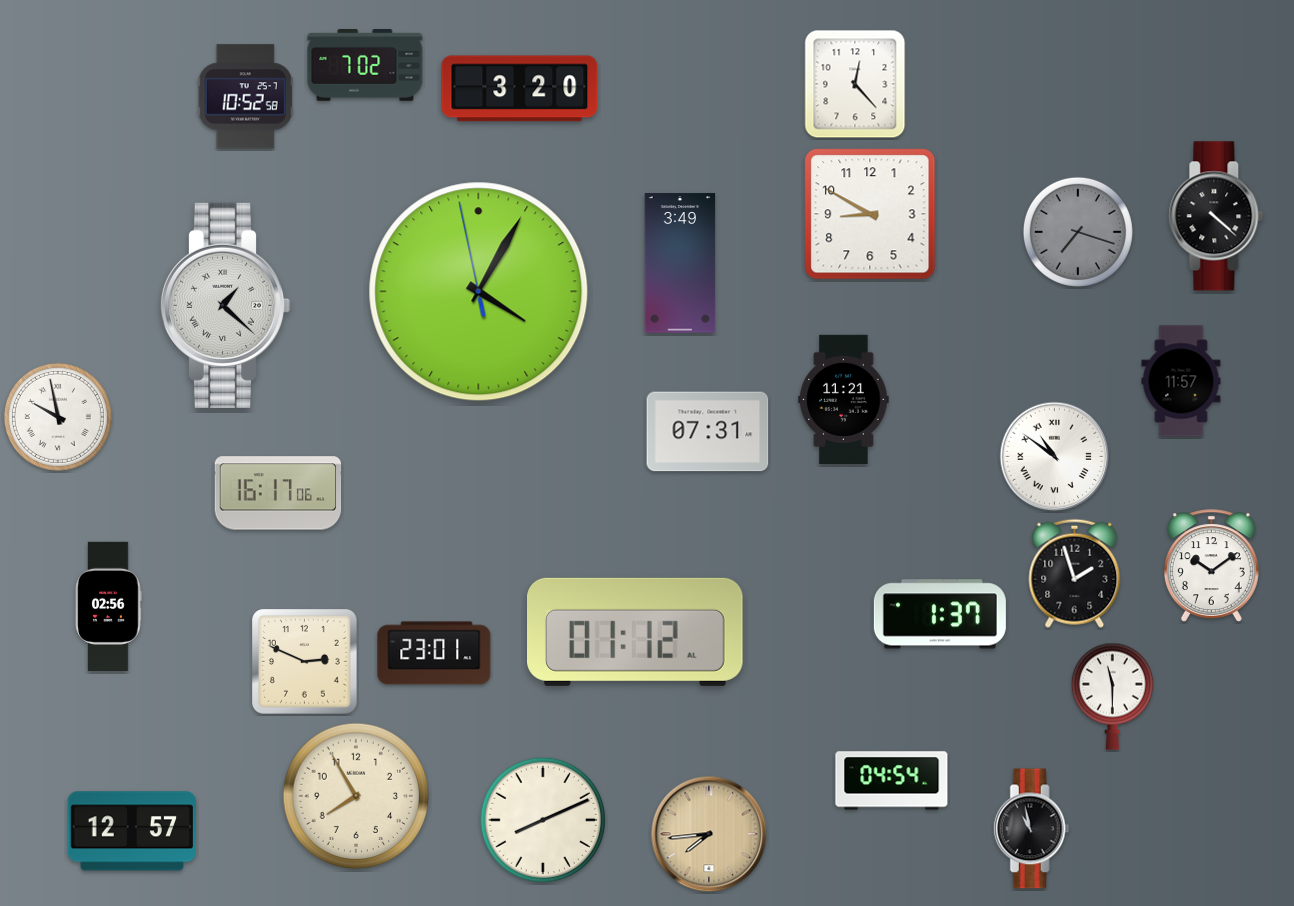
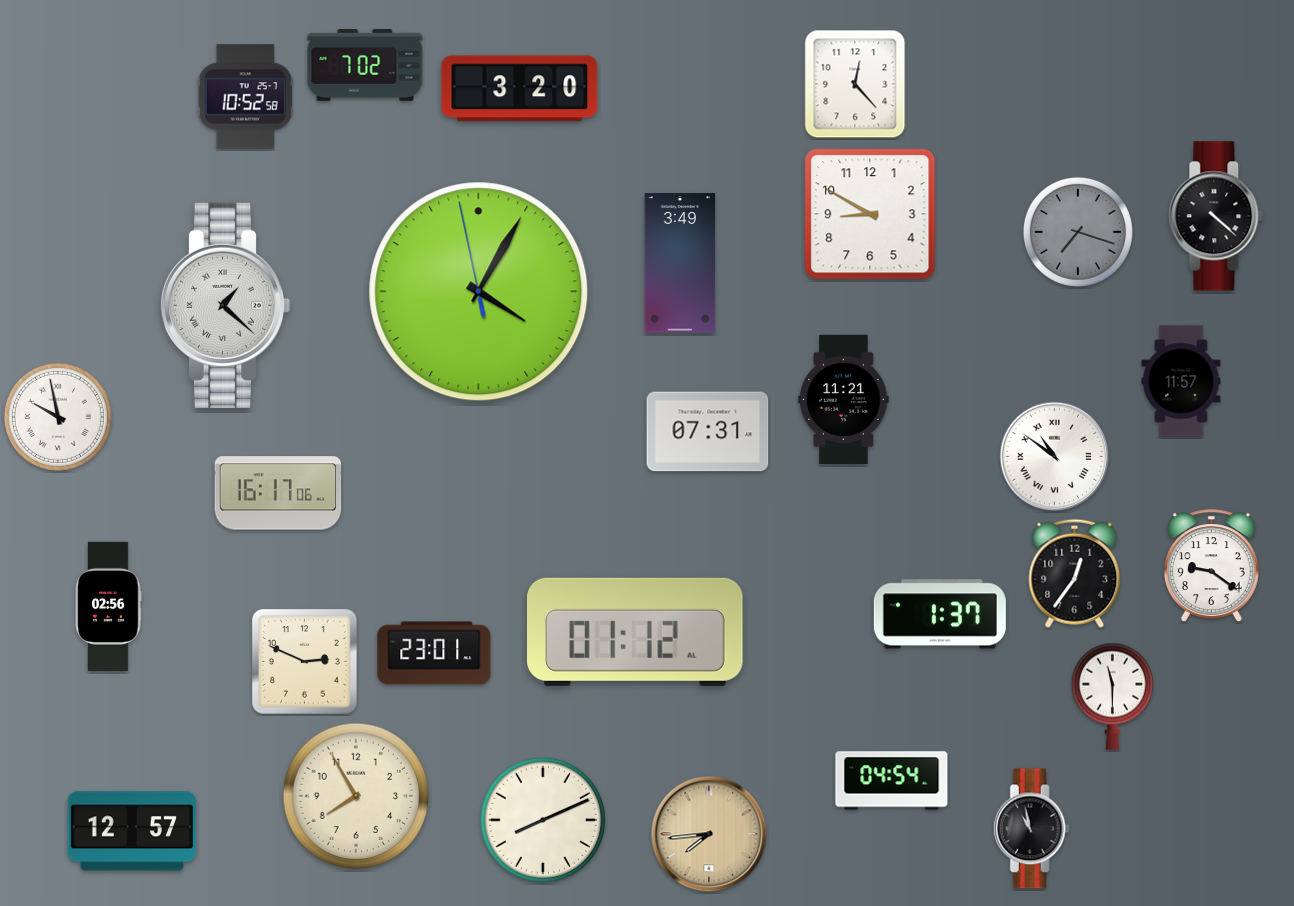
clock at (1211, 566): 10:09 -> 9:21
clock at (1075, 573): 1:57 -> 12:36
